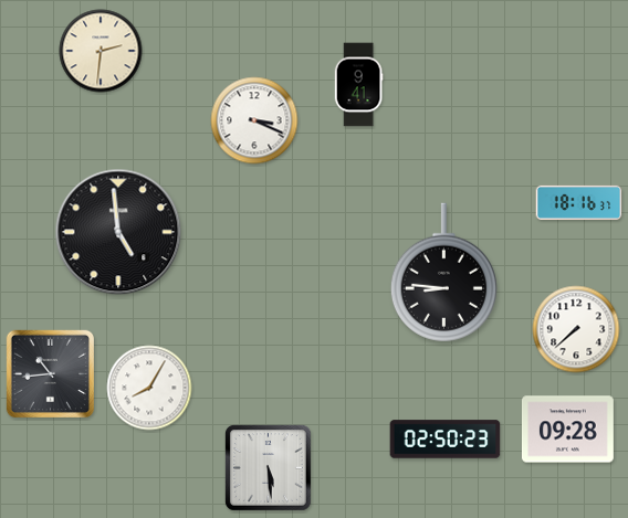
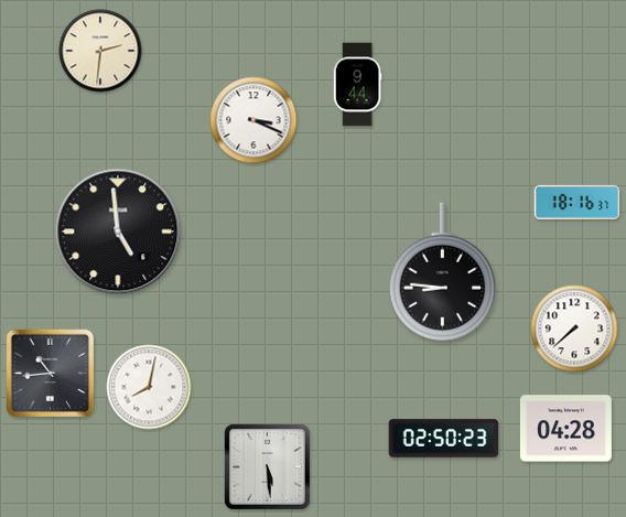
clock at (358, 85): 9:41 -> 9:44
clock at (149, 388): 8:05 -> 8:02
clock at (567, 430): 09:28 -> 04:28
